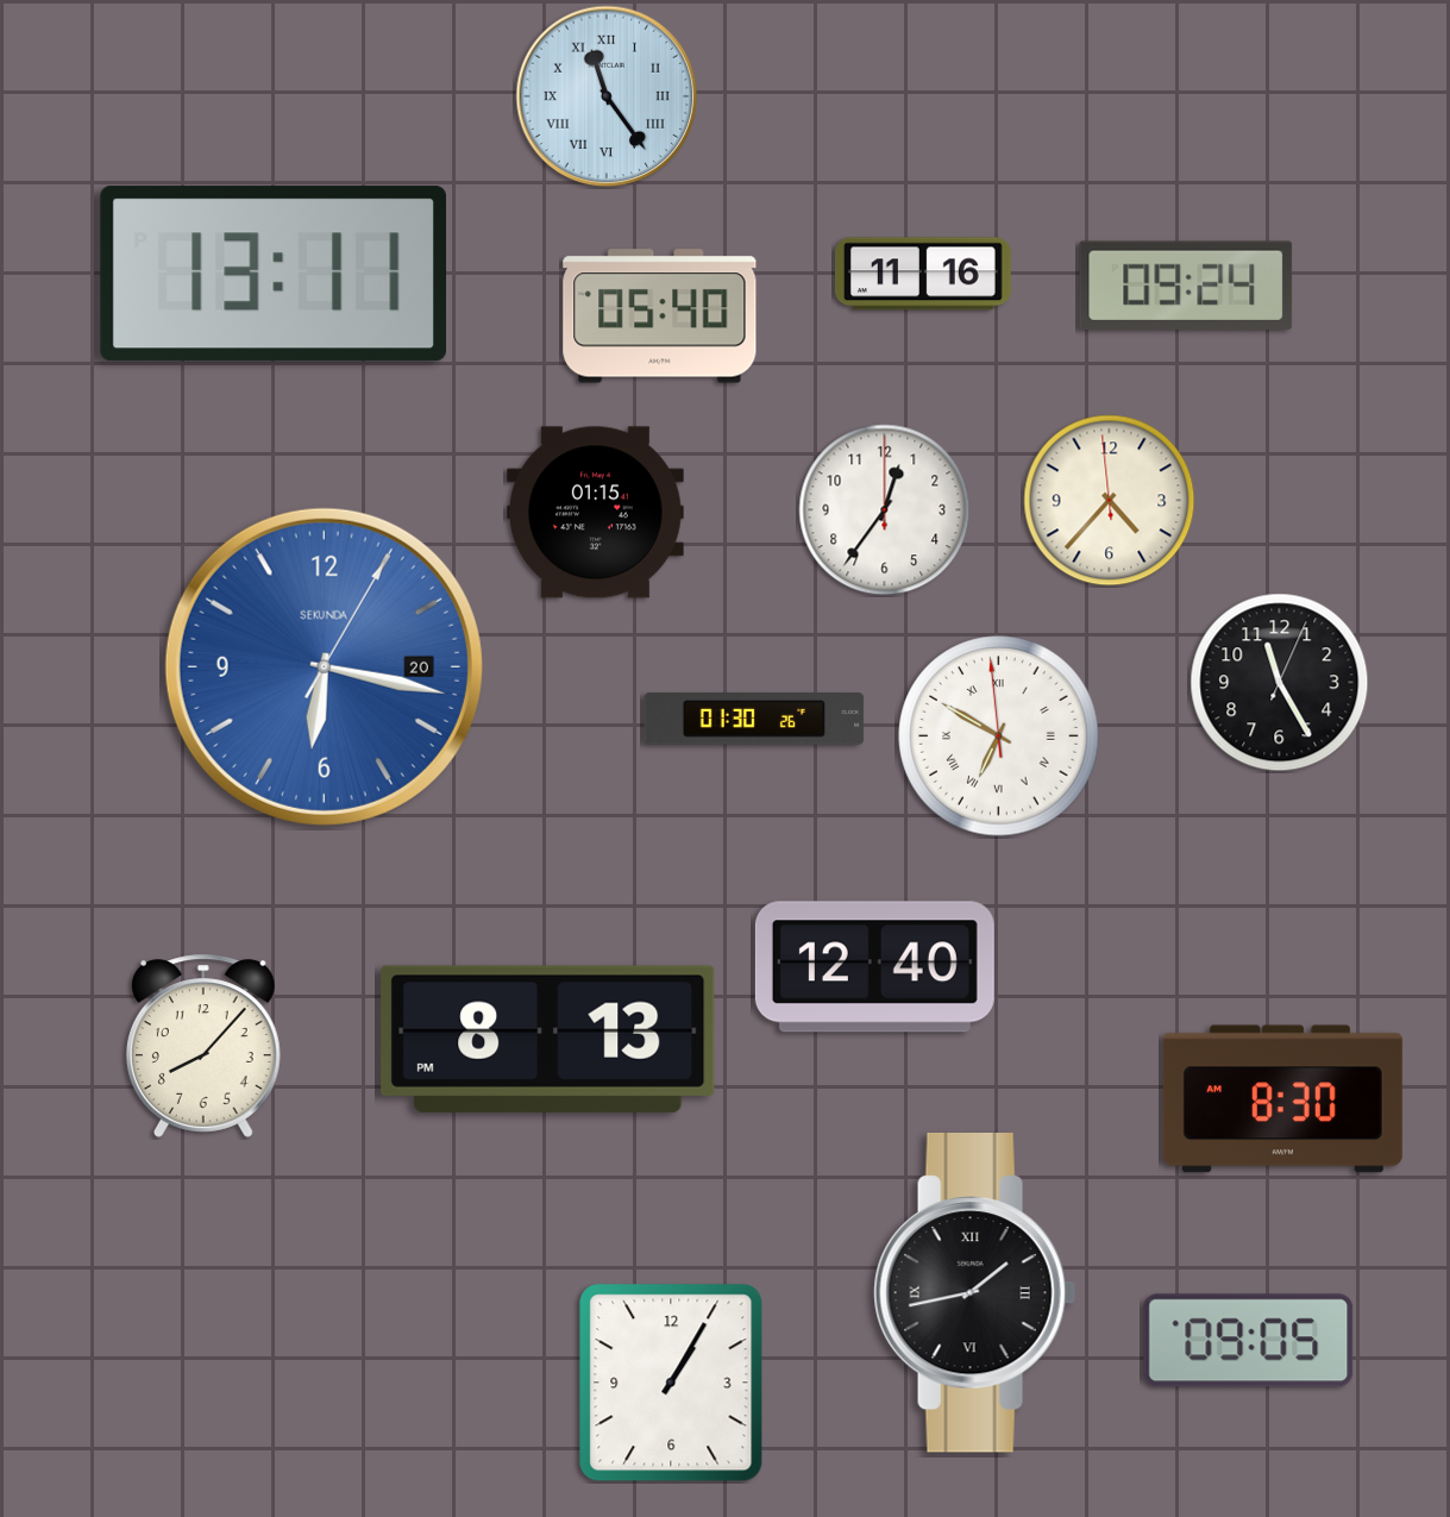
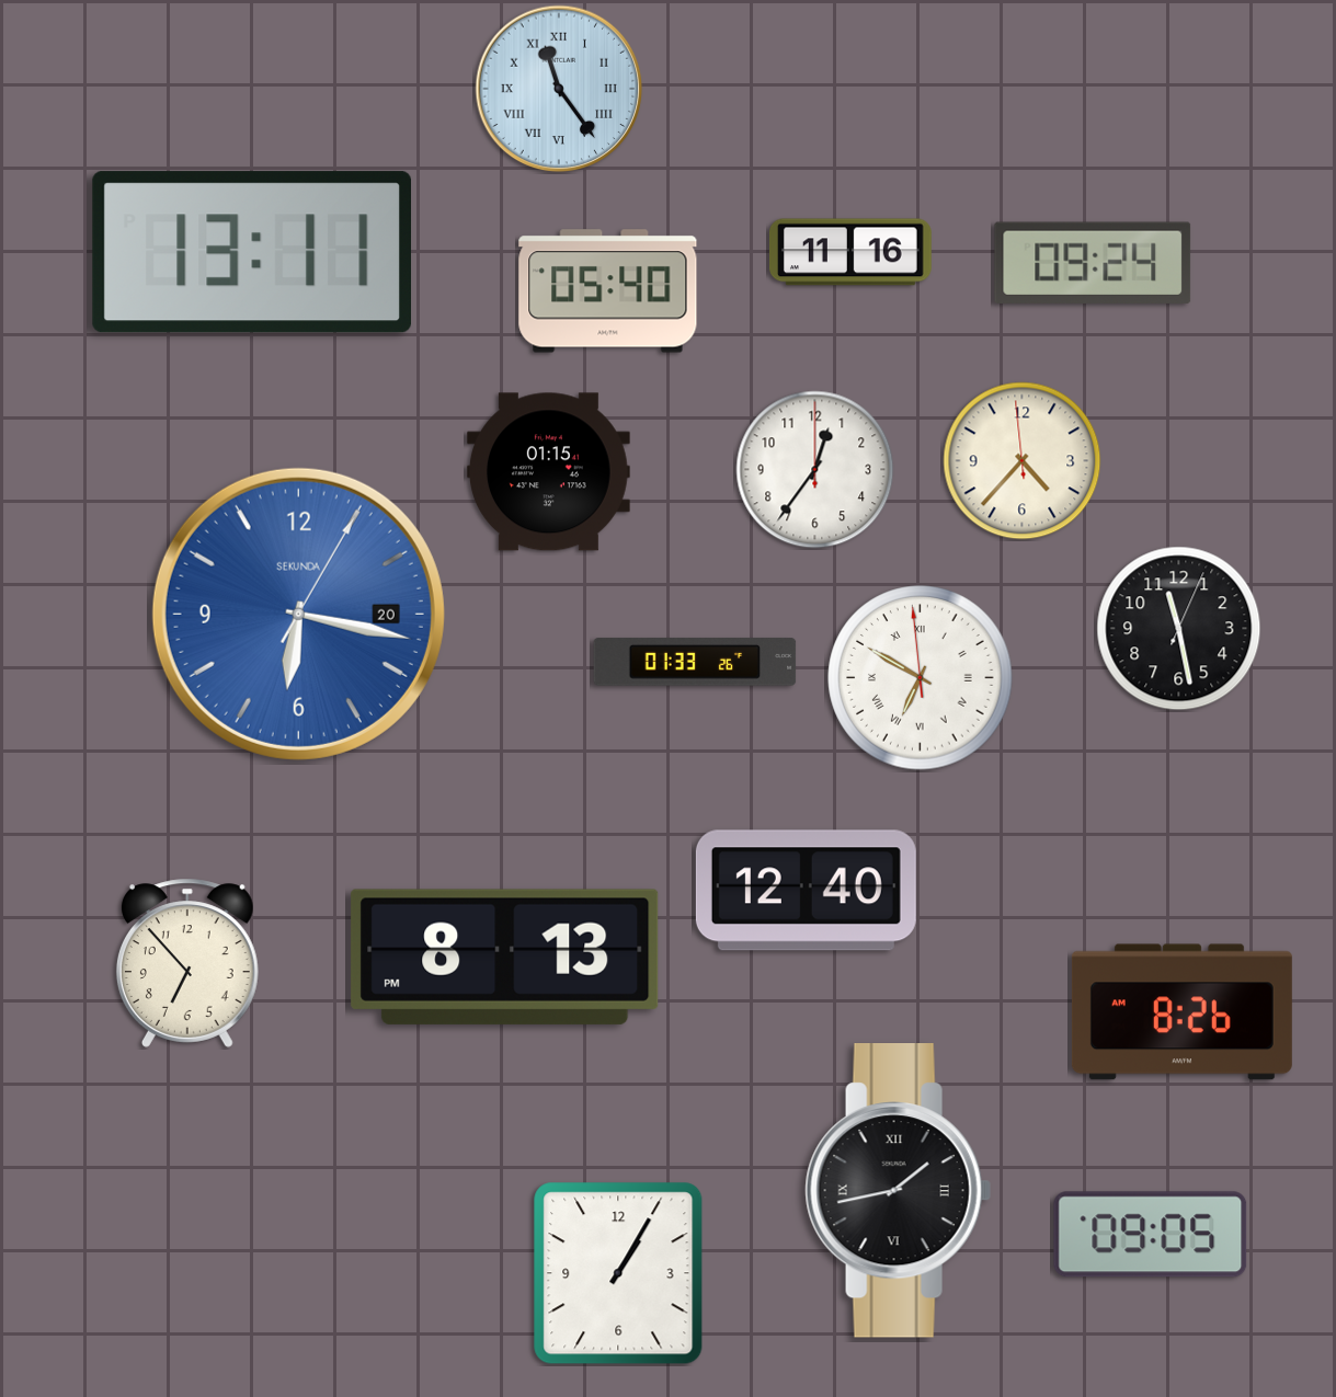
clock at (1280, 683): 11:25 -> 11:28
clock at (754, 719): 01:30 -> 01:33
clock at (203, 1046): 8:07 -> 6:53
clock at (1282, 1099): 8:30 -> 8:26
